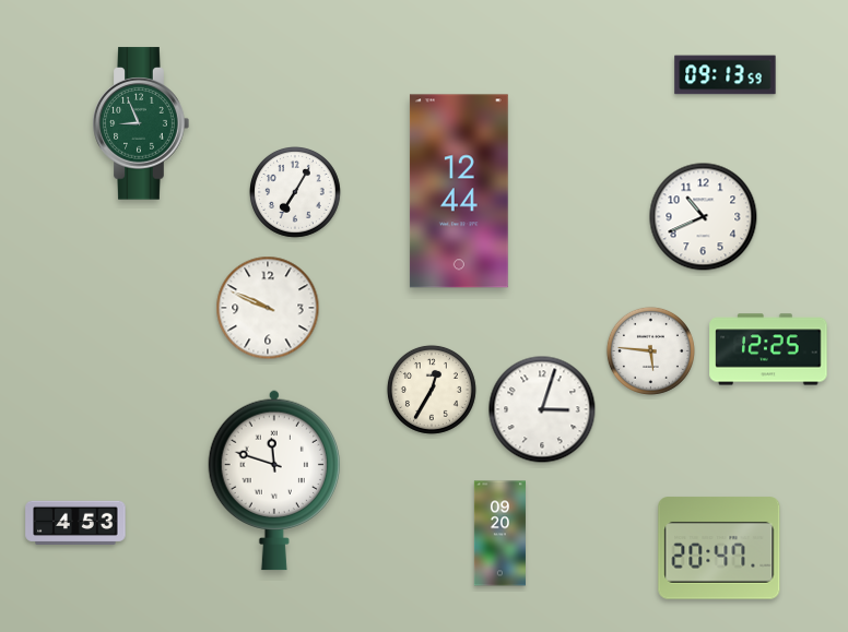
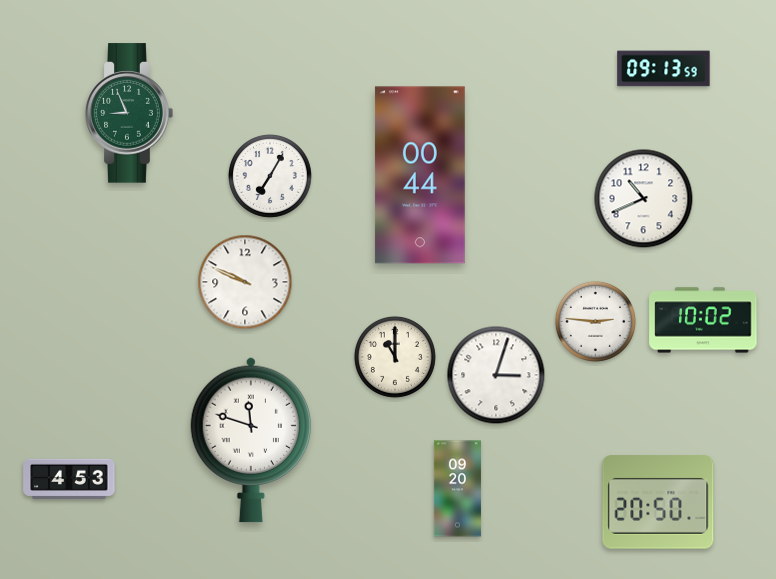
clock at (459, 191): 12:44 -> 00:44
clock at (768, 349): 12:25 -> 10:02
clock at (650, 350): 5:46 -> 2:46
clock at (432, 390): 12:35 -> 11:00
clock at (719, 548): 20:47 -> 20:50
